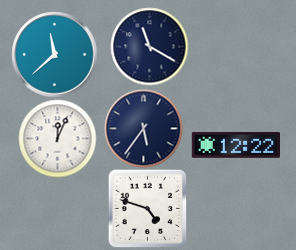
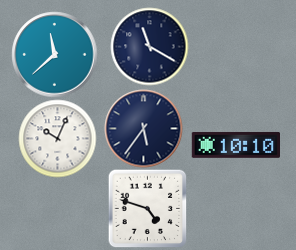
clock at (57, 138): 12:04 -> 10:04
clock at (235, 145): 12:22 -> 10:10
